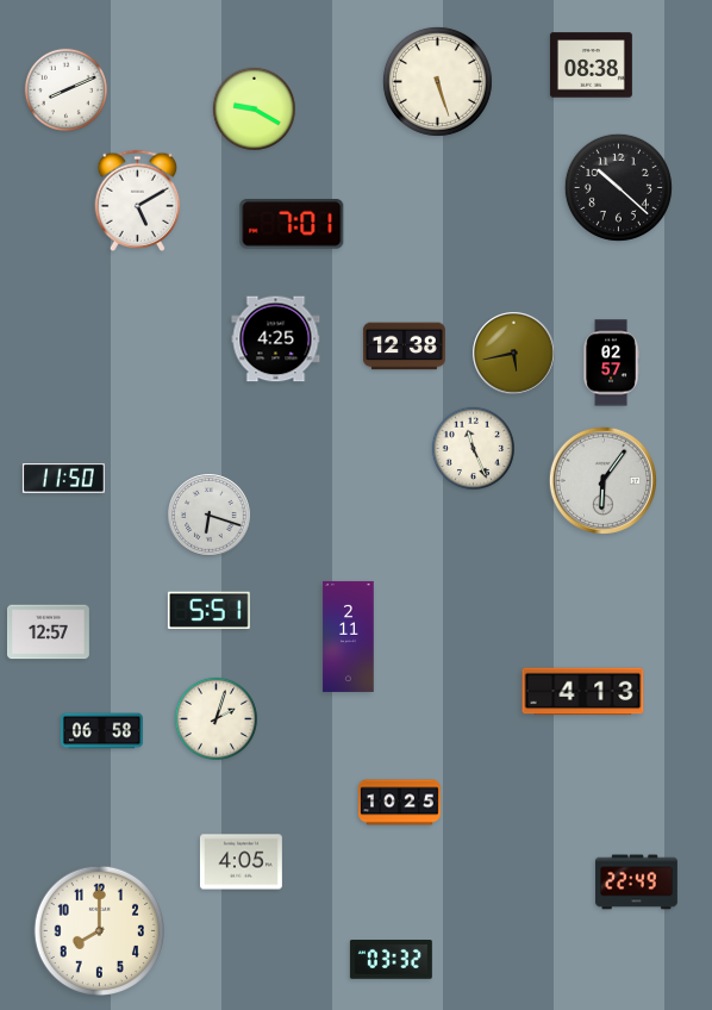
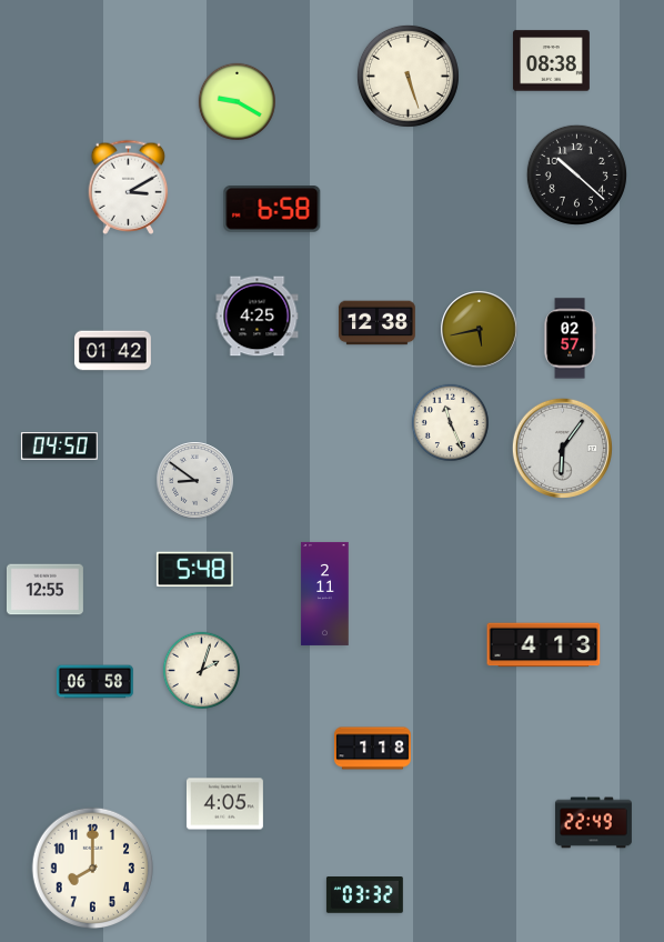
clock at (67, 91): 8:11 -> none
clock at (138, 200): 5:10 -> 3:10
clock at (292, 225): 7:01 -> 6:58
clock at (113, 351): none -> 01:42
clock at (474, 449) position: (474, 449) -> (451, 423)
clock at (63, 479): 11:50 -> 04:50
clock at (210, 516): 6:18 -> 8:51
clock at (208, 611): 5:51 -> 5:48
clock at (48, 632): 12:57 -> 12:55
clock at (400, 803): 10:25 -> 1:18
